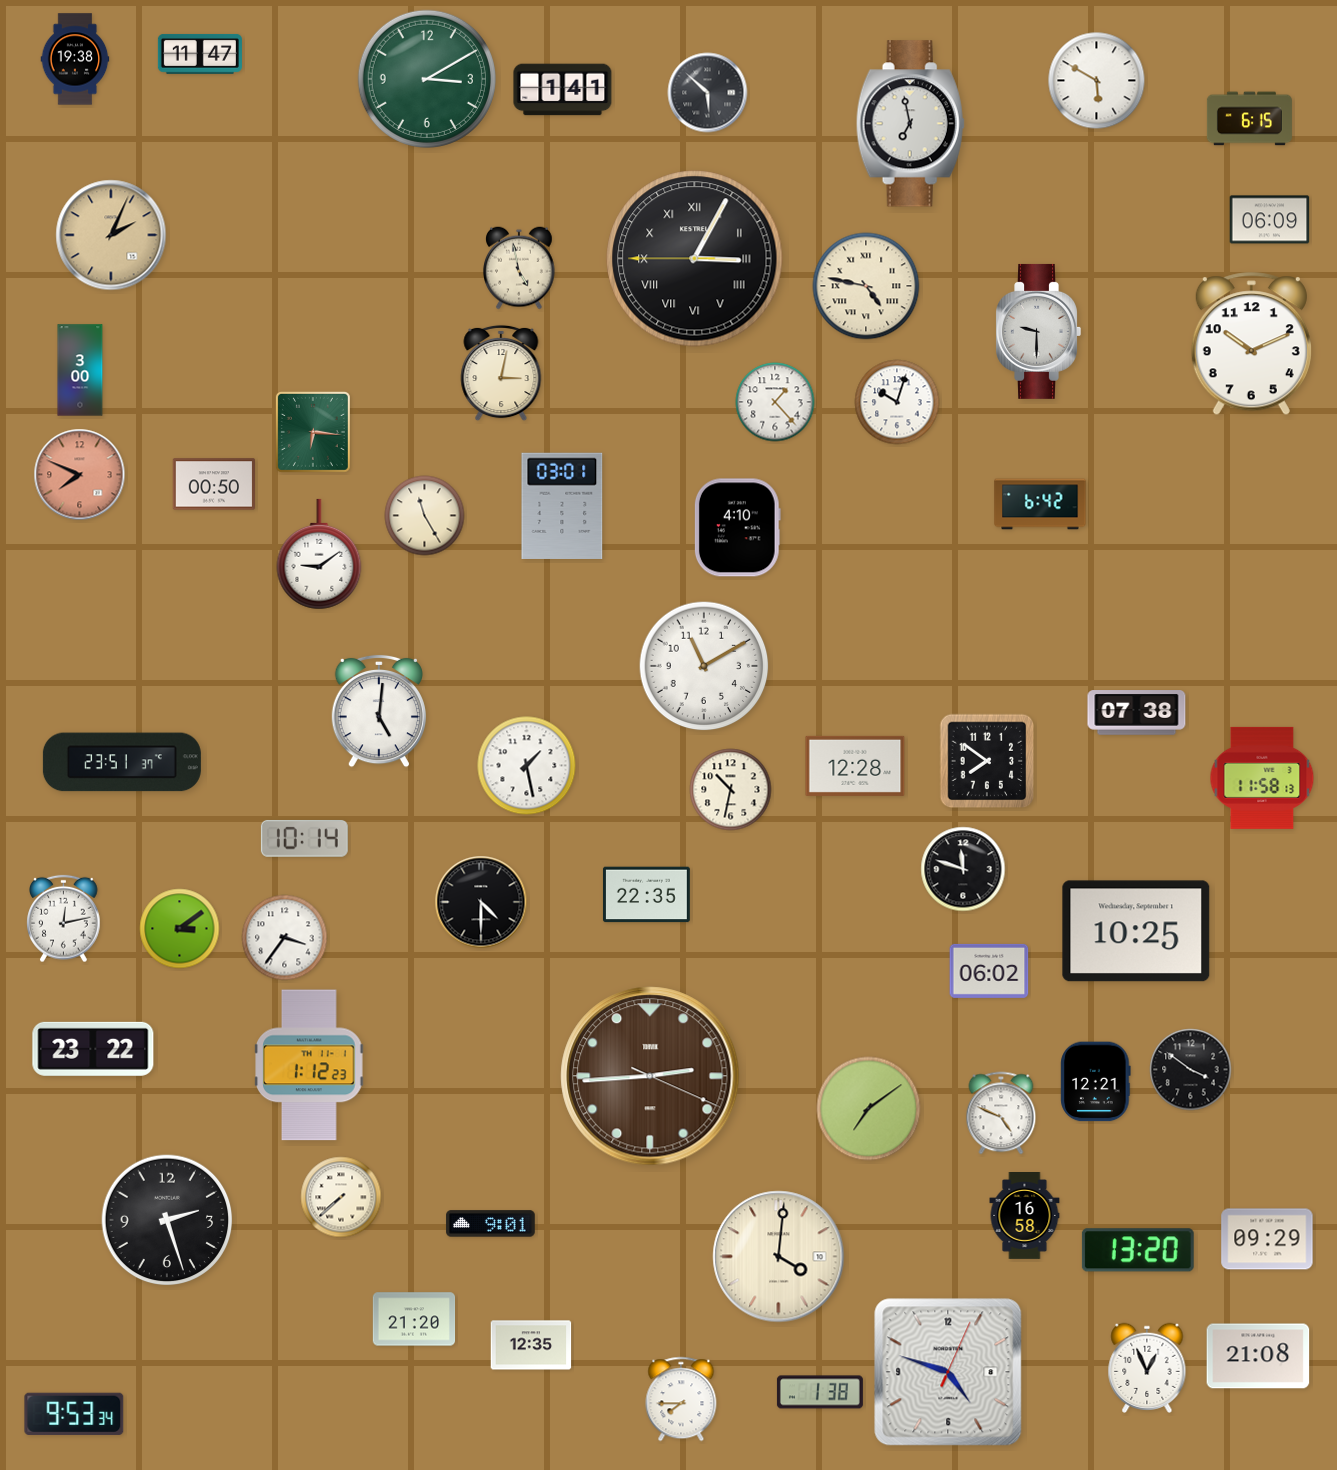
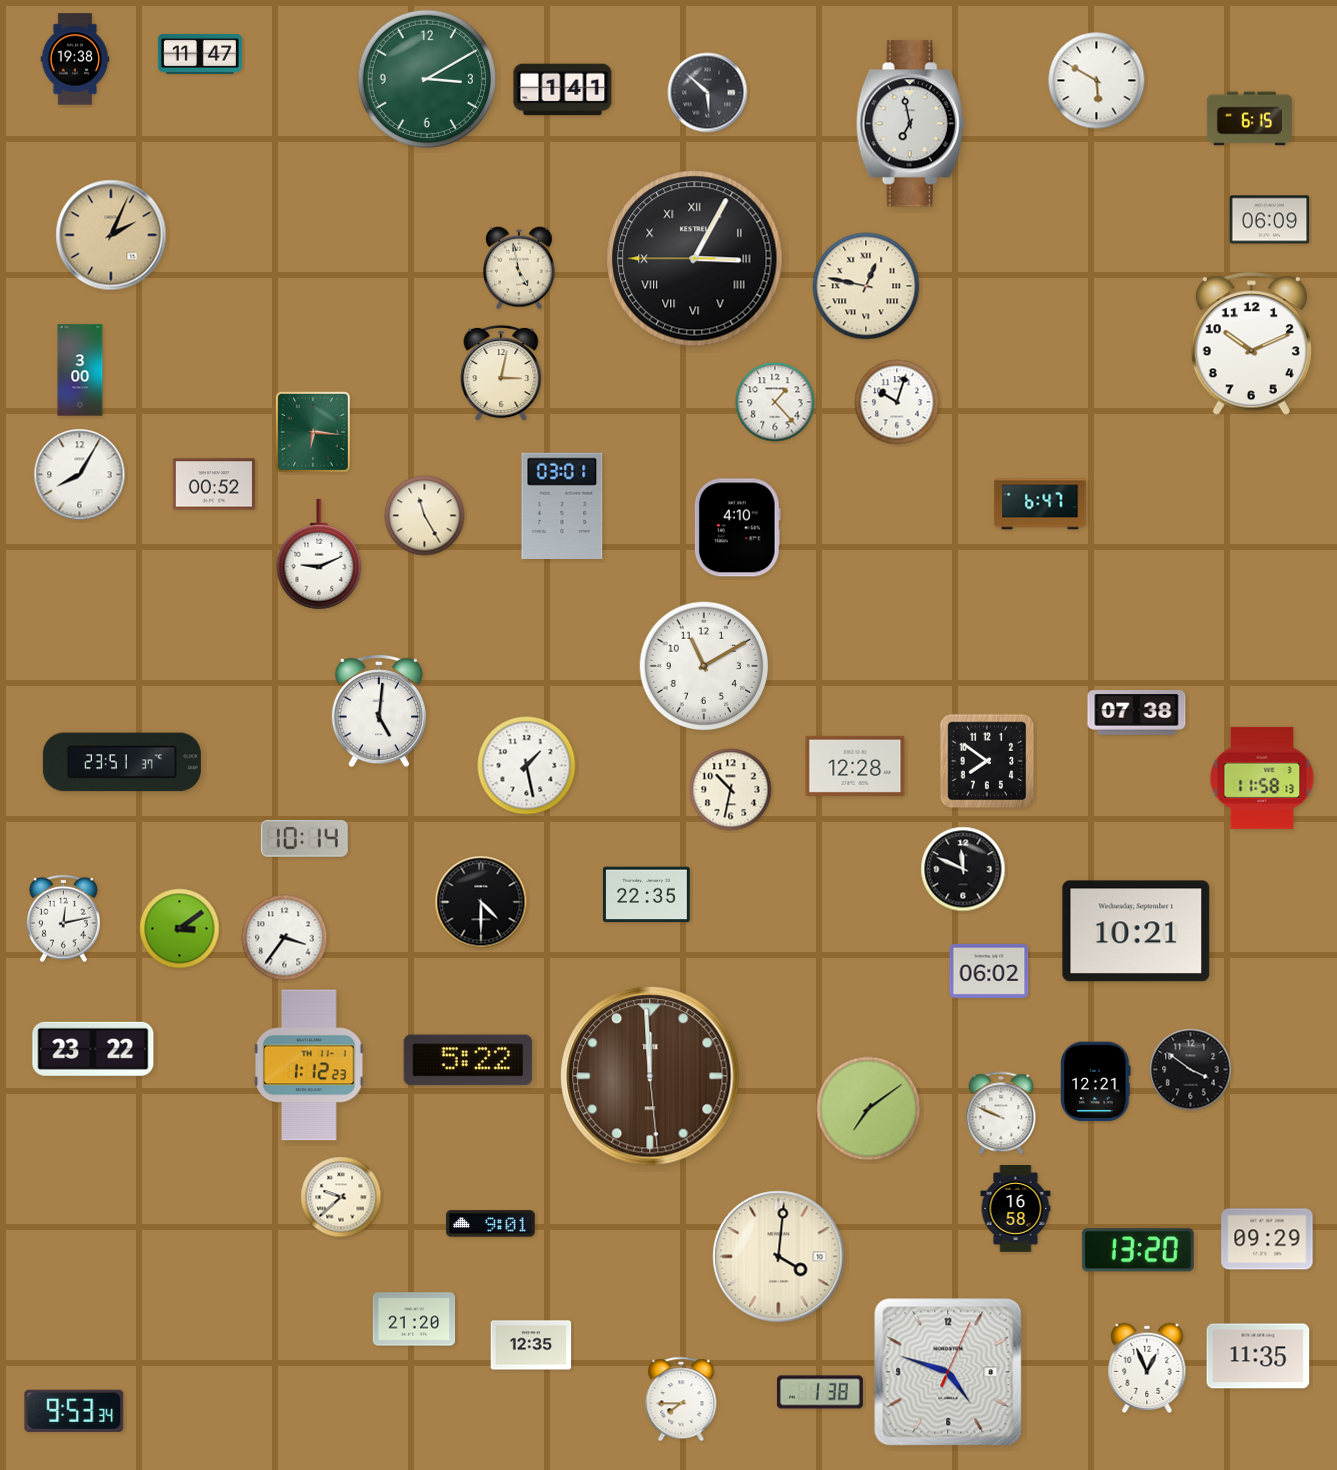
clock at (866, 286): 4:47 -> 12:47
clock at (1038, 331): 9:30 -> none
clock at (80, 475): 7:49 -> 8:05
clock at (80, 475) dial: salmon -> white
clock at (214, 484): 00:50 -> 00:52
clock at (1040, 504): 6:42 -> 6:47
clock at (319, 554): 9:09 -> 9:11
clock at (963, 869): 11:48 -> 11:49
clock at (1136, 931): 10:25 -> 10:21
clock at (468, 1060): none -> 5:22
clock at (650, 1076): 2:44 -> 11:59
clock at (1001, 1113): 4:49 -> 9:49
clock at (341, 1197): 7:38 -> 9:38
clock at (1025, 1216) position: (1025, 1216) -> (1016, 1209)
clock at (167, 1220): 2:27 -> none
clock at (1258, 1356): 21:08 -> 11:35
clock at (74, 1414) position: (74, 1414) -> (74, 1411)
